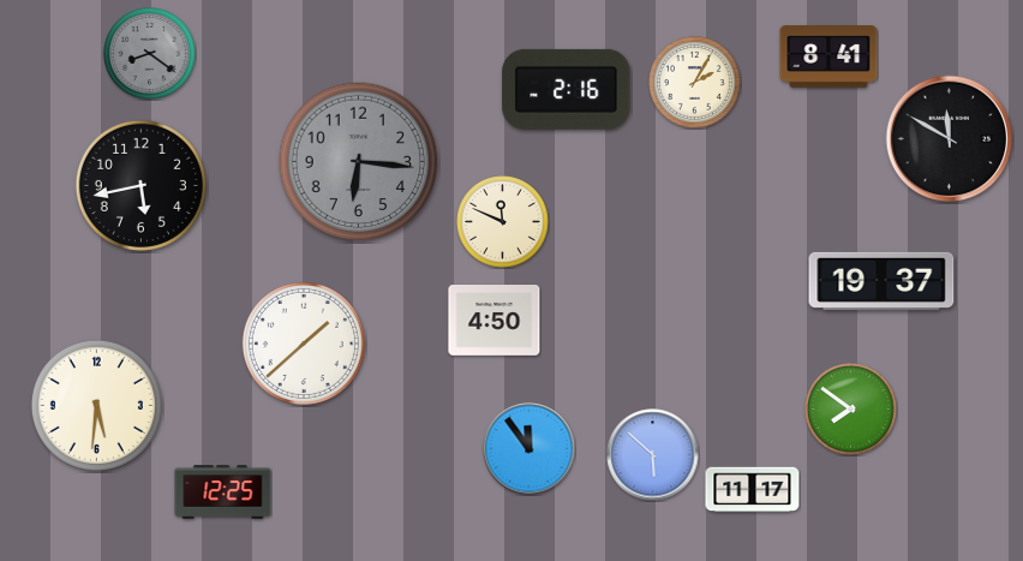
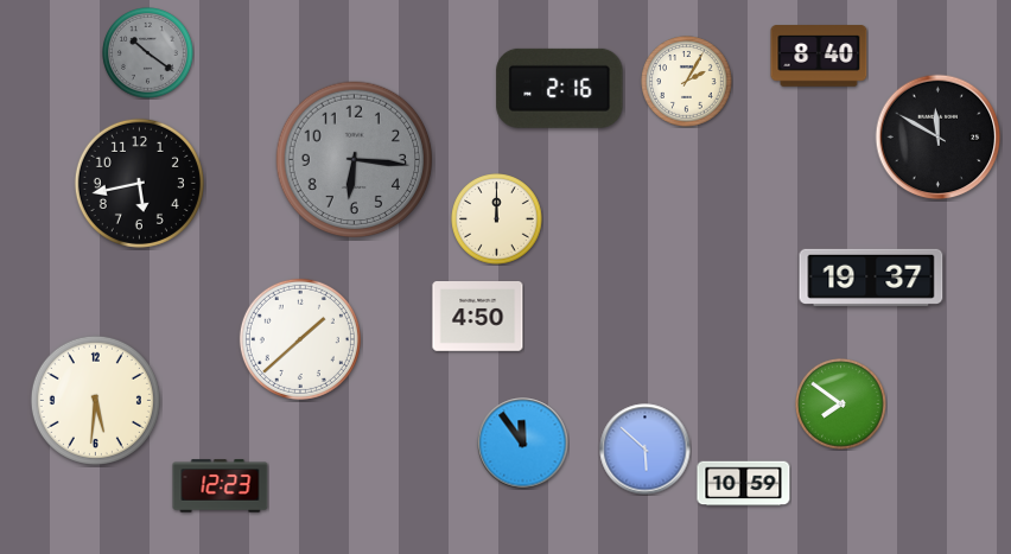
clock at (150, 54): 8:21 -> 10:21
clock at (828, 56): 8:41 -> 8:40
clock at (503, 222): 11:49 -> 12:00
clock at (495, 321) position: (495, 321) -> (478, 317)
clock at (753, 490): 11:17 -> 10:59
clock at (223, 493): 12:25 -> 12:23
